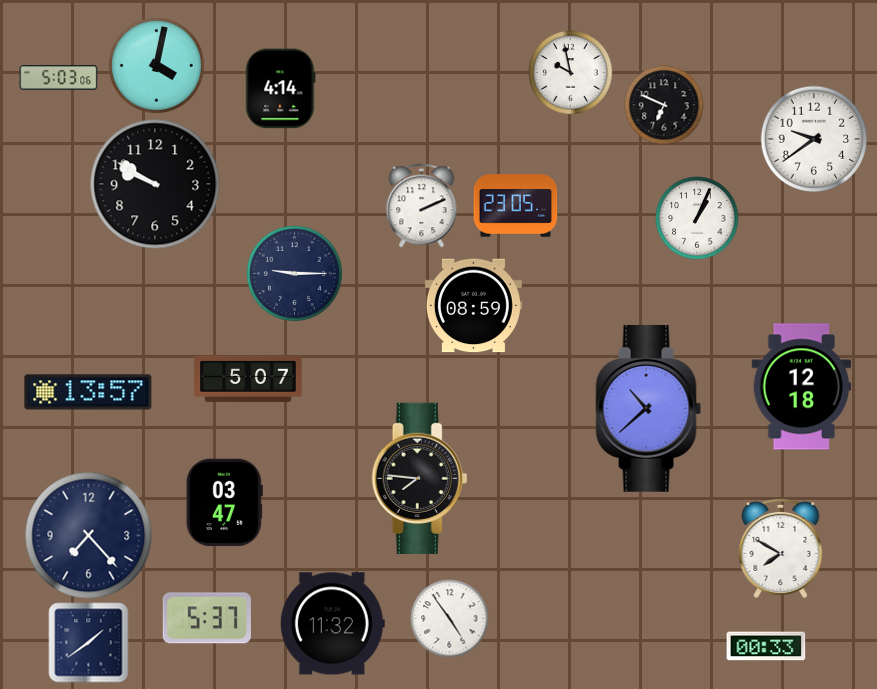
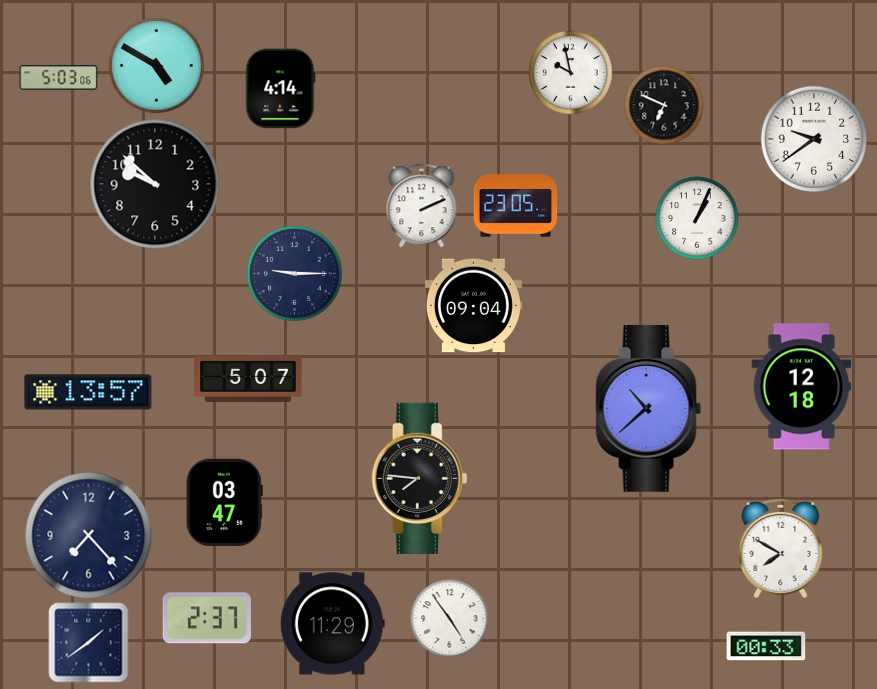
clock at (156, 65): 4:02 -> 4:50
clock at (155, 184): 9:50 -> 9:52
clock at (473, 306): 08:59 -> 09:04
clock at (207, 618): 5:37 -> 2:37
clock at (332, 624): 11:32 -> 11:29
